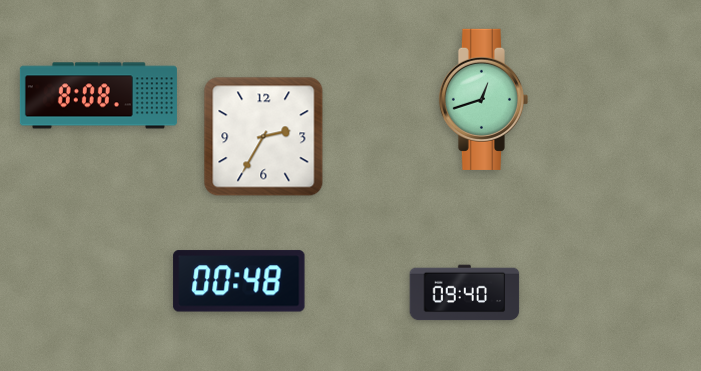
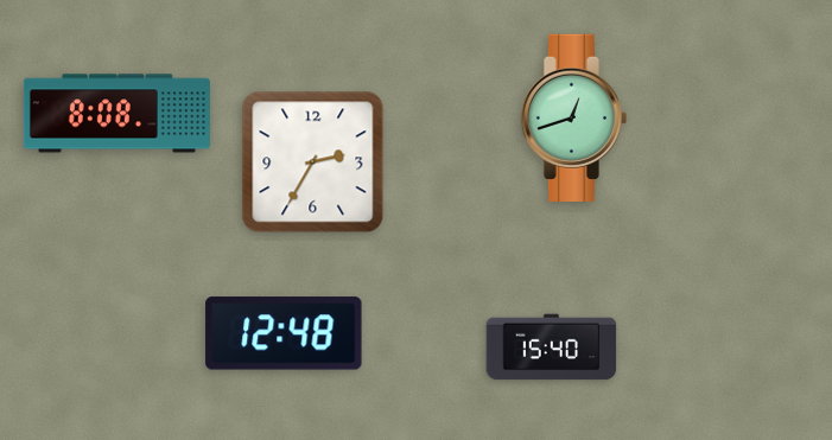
clock at (239, 281): 00:48 -> 12:48
clock at (465, 293): 09:40 -> 15:40
